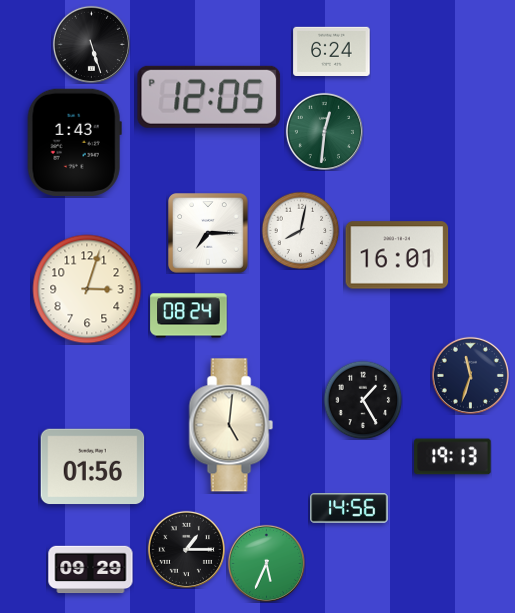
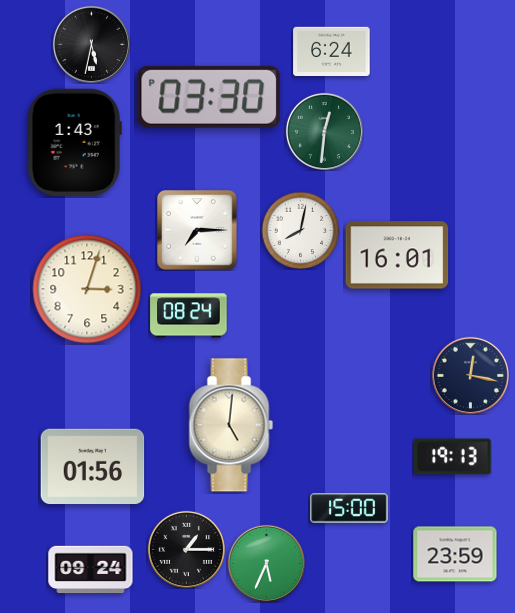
clock at (91, 44): 5:27 -> 5:32
clock at (209, 97): 12:05 -> 03:30
clock at (208, 233) position: (208, 233) -> (197, 230)
clock at (470, 375): 11:33 -> 12:17
clock at (363, 400): 1:25 -> none
clock at (349, 508): 14:56 -> 15:00
clock at (455, 554): none -> 23:59
clock at (91, 570): 09:29 -> 09:24
